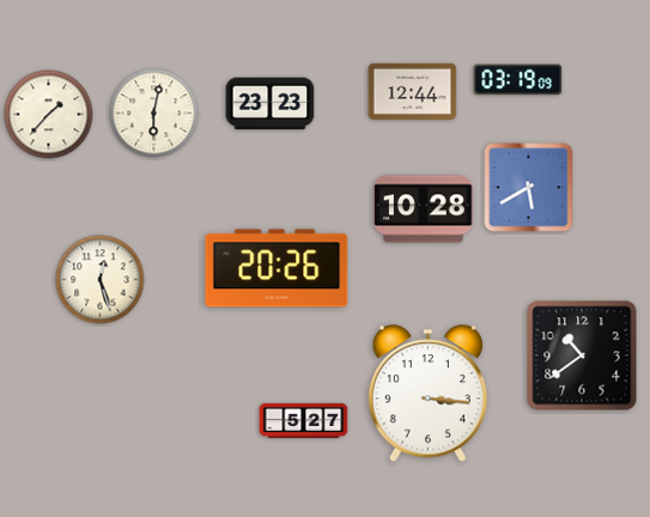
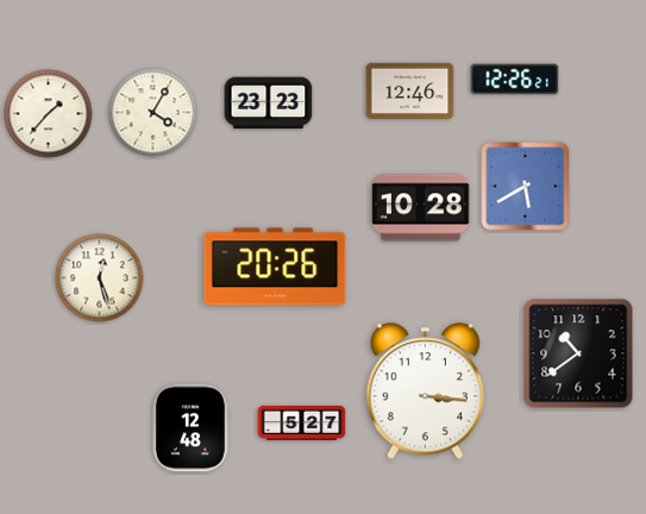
clock at (518, 80): 03:19 -> 12:26
clock at (413, 91): 12:44 -> 12:46
clock at (154, 114): 6:02 -> 4:05
clock at (304, 420) position: (304, 420) -> (302, 422)
clock at (190, 428): none -> 12:48
